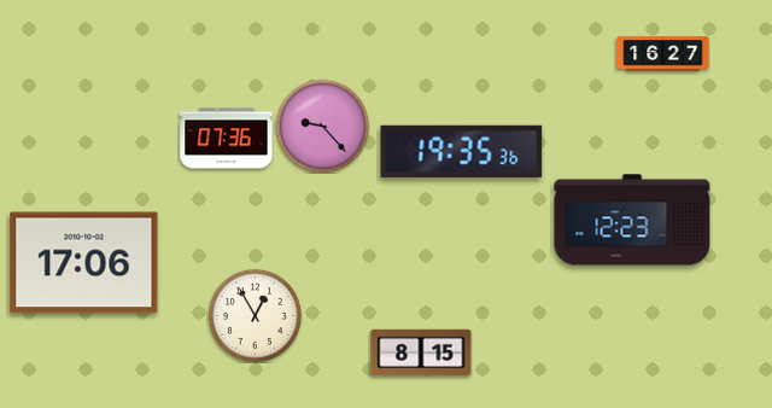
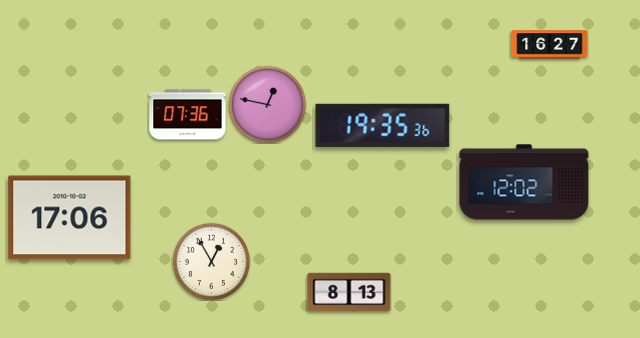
clock at (322, 126): 9:23 -> 12:47
clock at (632, 220): 12:23 -> 12:02
clock at (421, 352): 8:15 -> 8:13
